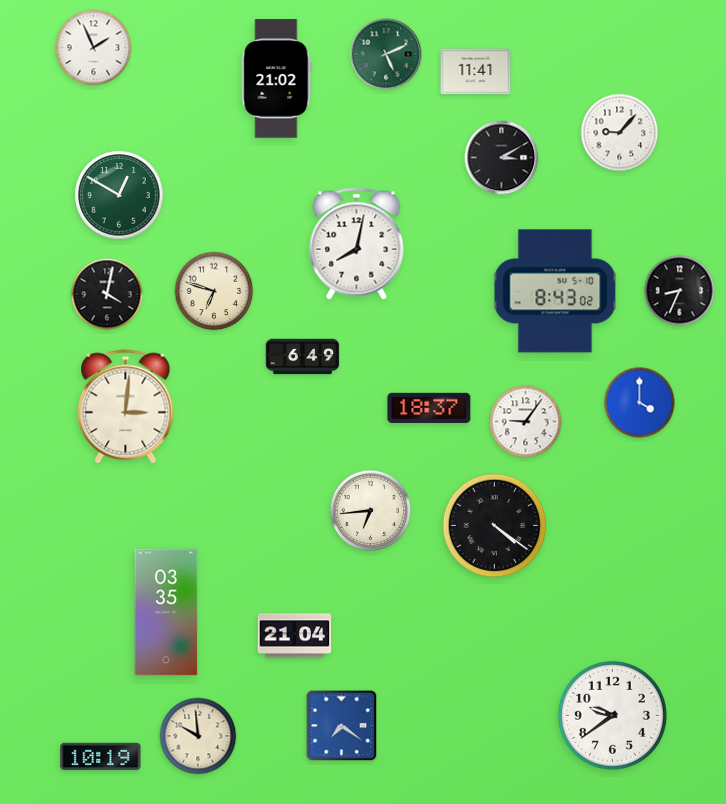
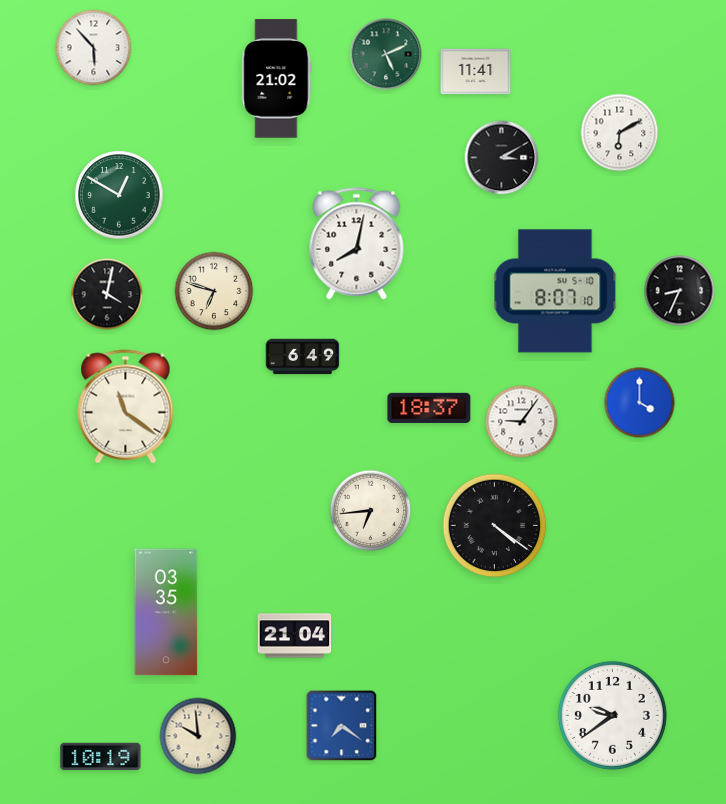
clock at (94, 48): 1:56 -> 5:53
clock at (620, 133): 9:07 -> 6:10
clock at (555, 291): 8:43 -> 8:07
clock at (126, 407): 3:01 -> 11:21
clock at (526, 422) position: (526, 422) -> (522, 422)
